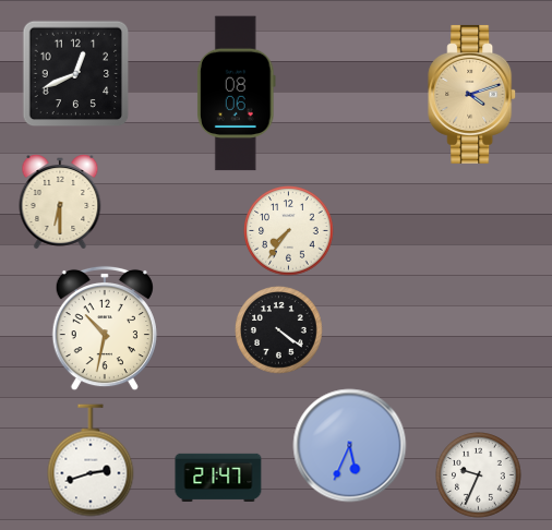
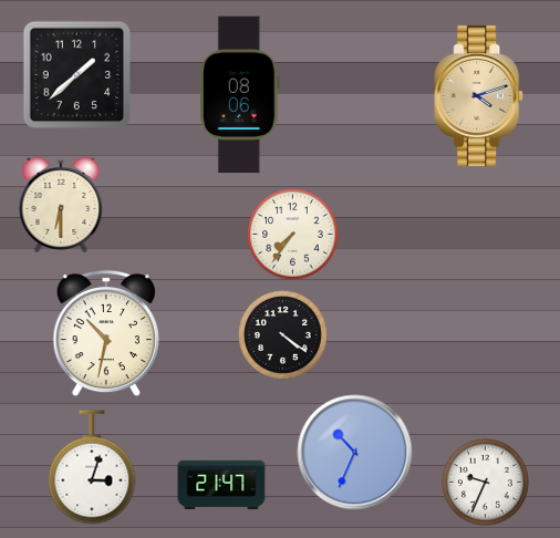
clock at (76, 74): 12:41 -> 1:38
clock at (350, 446): 5:34 -> 10:34
clock at (91, 460): 2:42 -> 3:03
